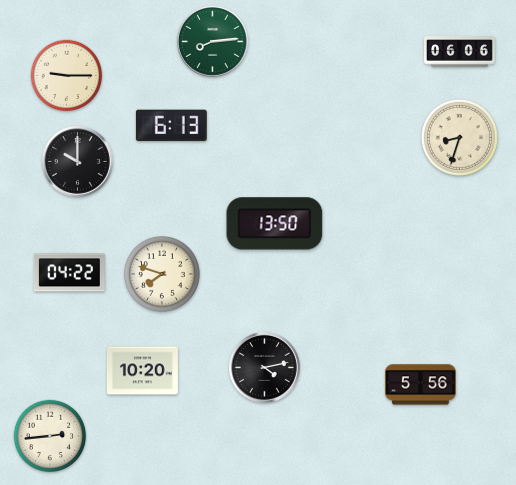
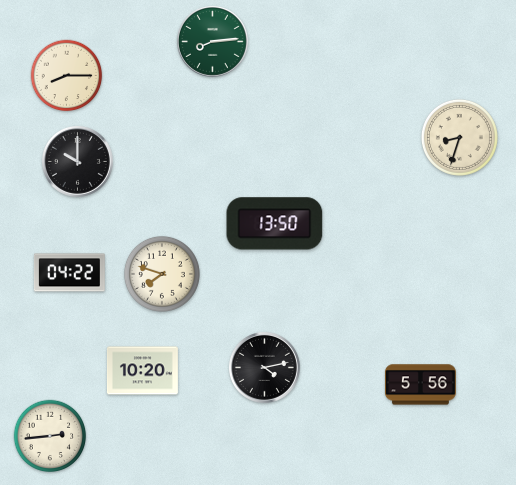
clock at (460, 52): 06:06 -> none
clock at (67, 76): 9:15 -> 8:15
clock at (171, 126): 6:13 -> none
